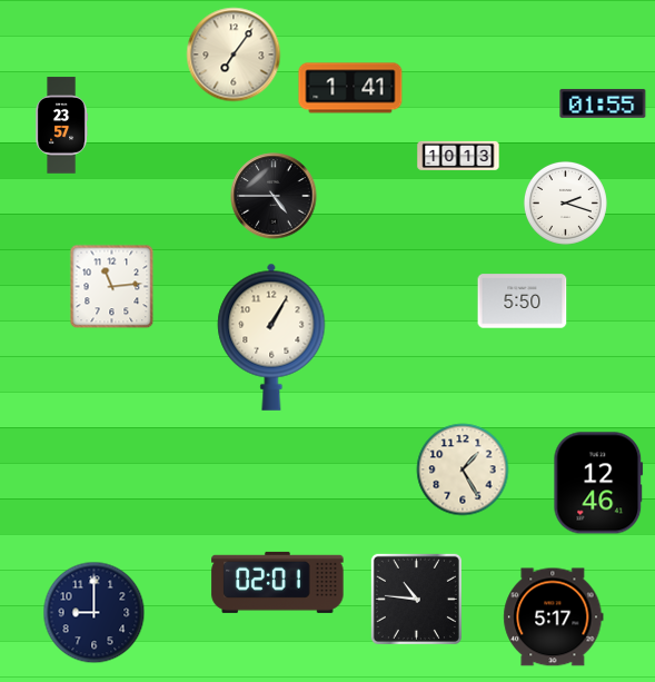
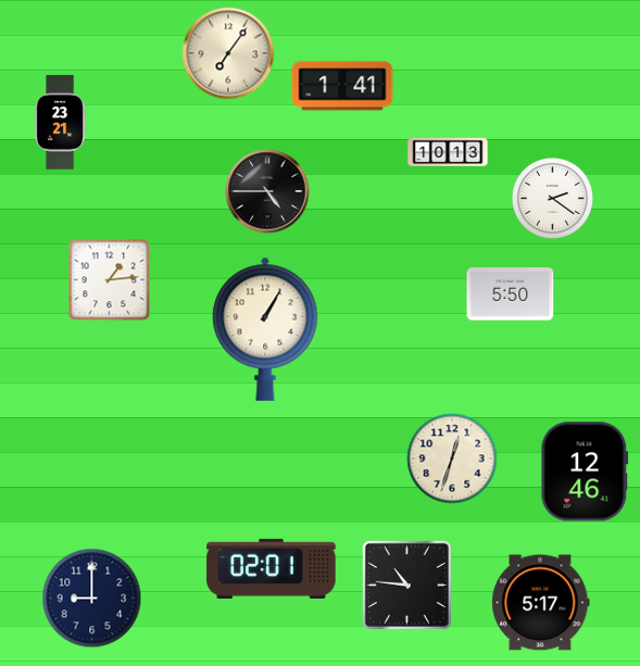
clock at (603, 103): 01:55 -> none
clock at (61, 126): 23:57 -> 23:21
clock at (565, 202): 2:18 -> 2:21
clock at (112, 287): 11:14 -> 1:14
clock at (463, 470): 1:25 -> 12:33
